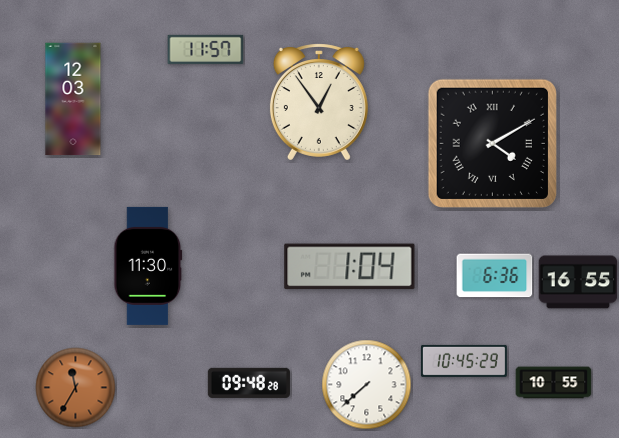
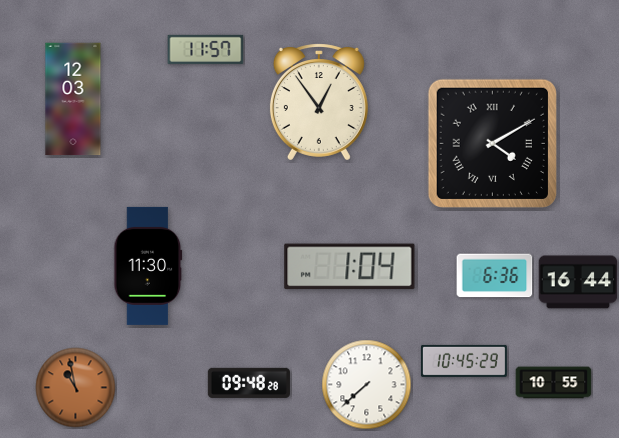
clock at (578, 282): 16:55 -> 16:44
clock at (76, 388): 11:35 -> 10:58
